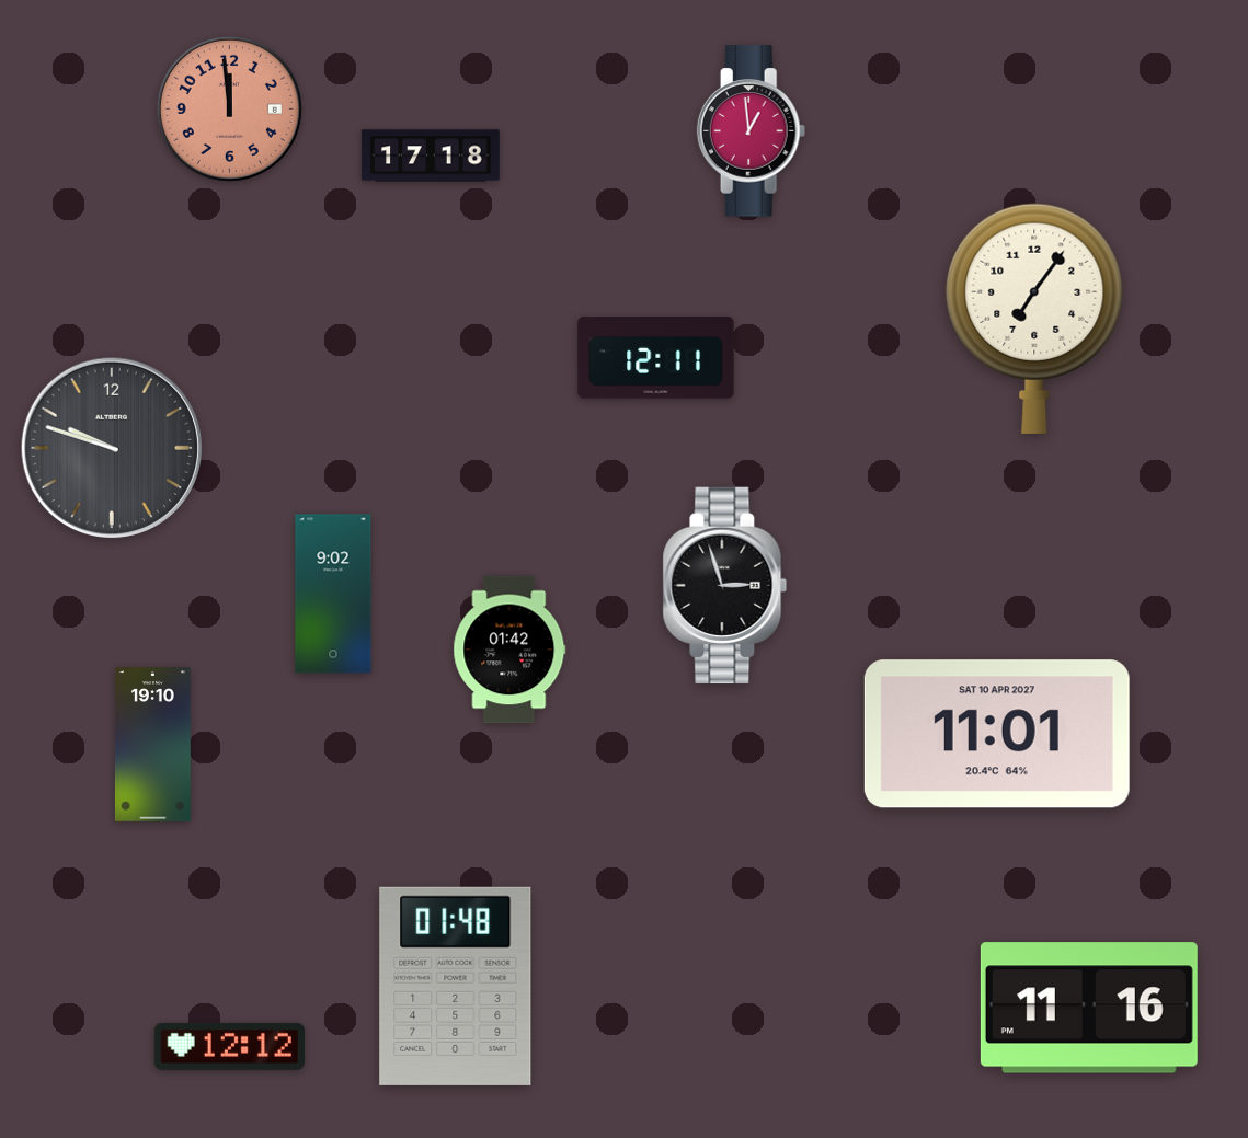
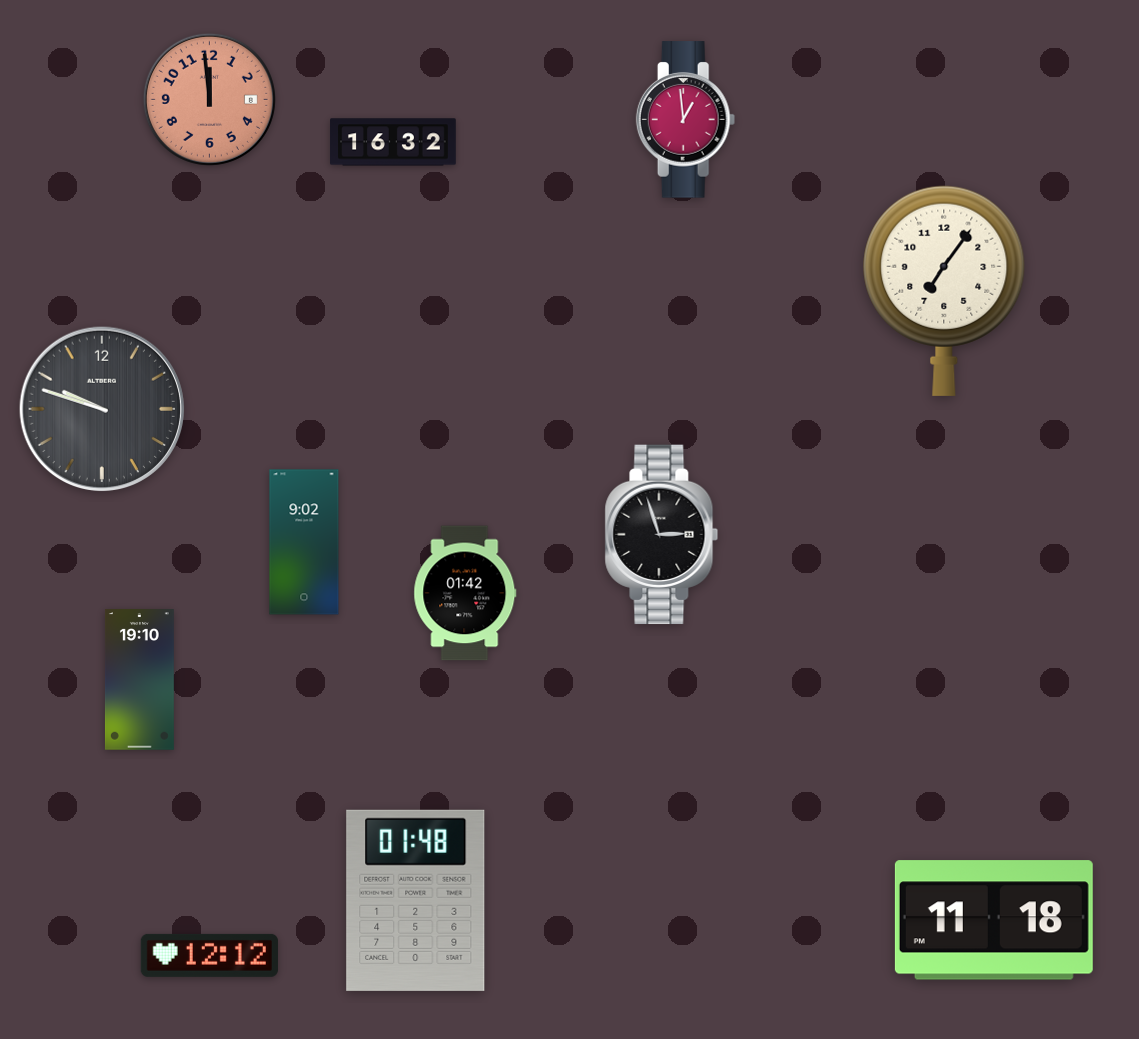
clock at (431, 156): 17:18 -> 16:32
clock at (656, 358): 12:11 -> none
clock at (997, 734): 11:01 -> none
clock at (1089, 1008): 11:16 -> 11:18
